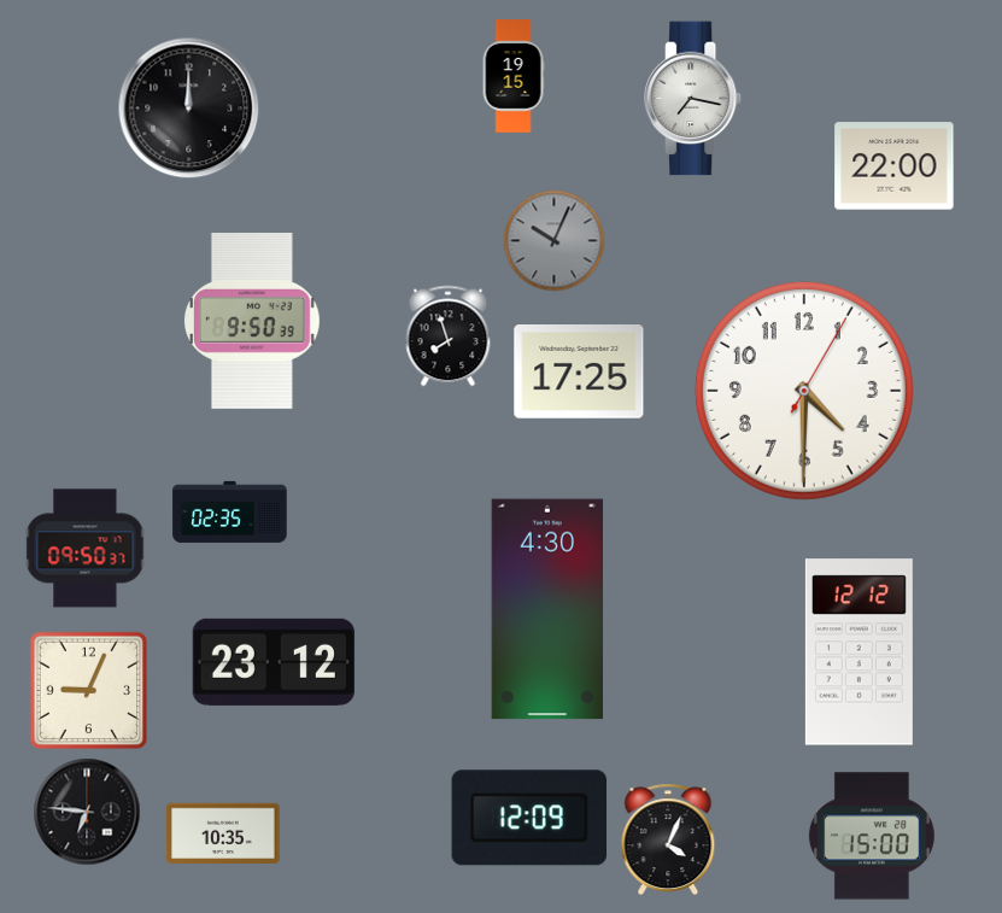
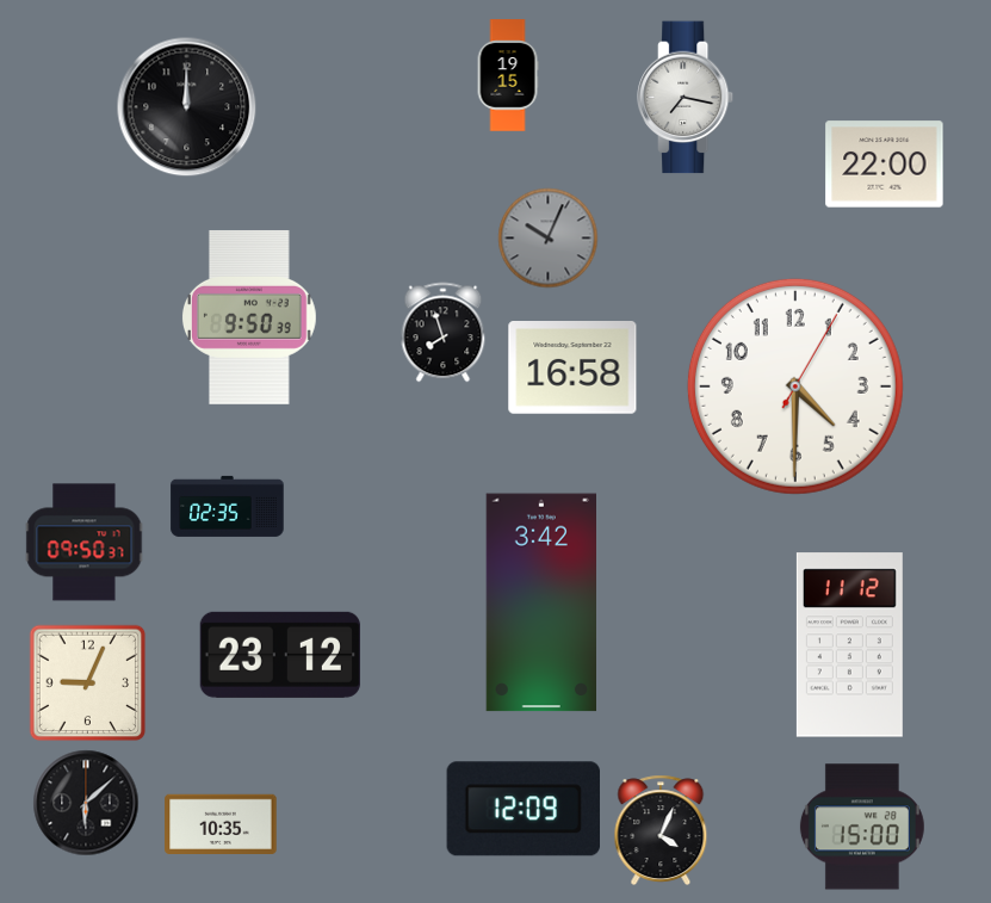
clock at (579, 373): 17:25 -> 16:58
clock at (546, 609): 4:30 -> 3:42
clock at (859, 652): 12:12 -> 11:12
clock at (274, 662) position: (274, 662) -> (280, 655)
clock at (87, 812): 6:46 -> 6:08
